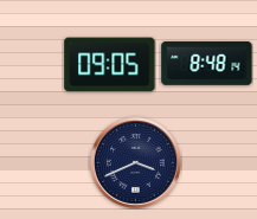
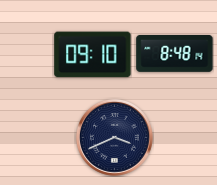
clock at (110, 65): 09:05 -> 09:10
